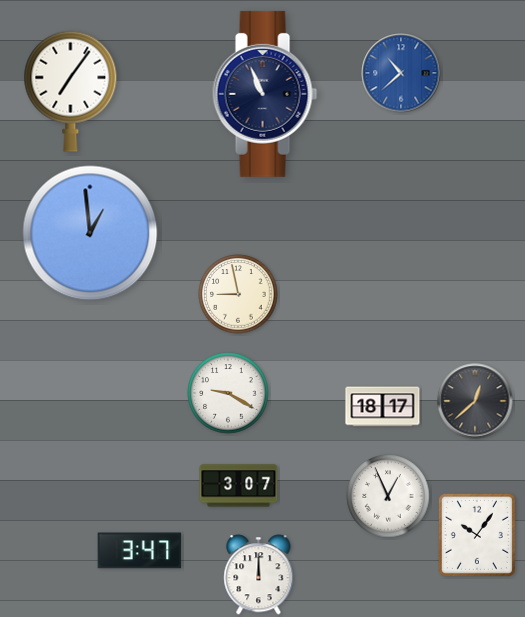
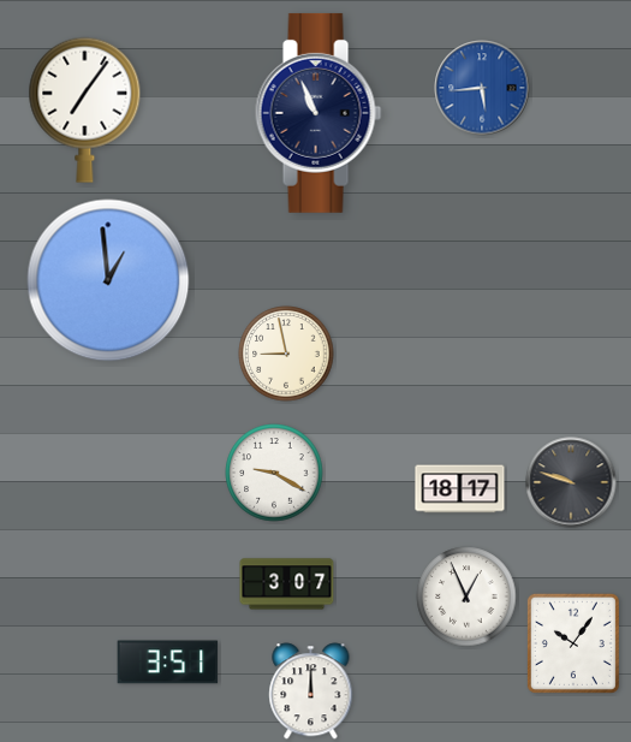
clock at (401, 73): 10:38 -> 5:44
clock at (475, 401): 12:38 -> 9:48
clock at (140, 551): 3:47 -> 3:51
